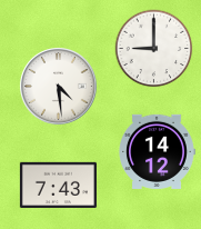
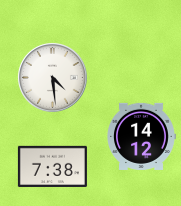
clock at (154, 49): 9:00 -> none
clock at (58, 185): 7:43 -> 7:38
